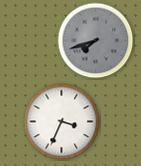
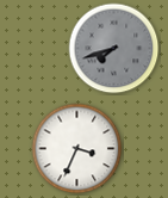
clock at (62, 122) position: (62, 122) -> (77, 149)
